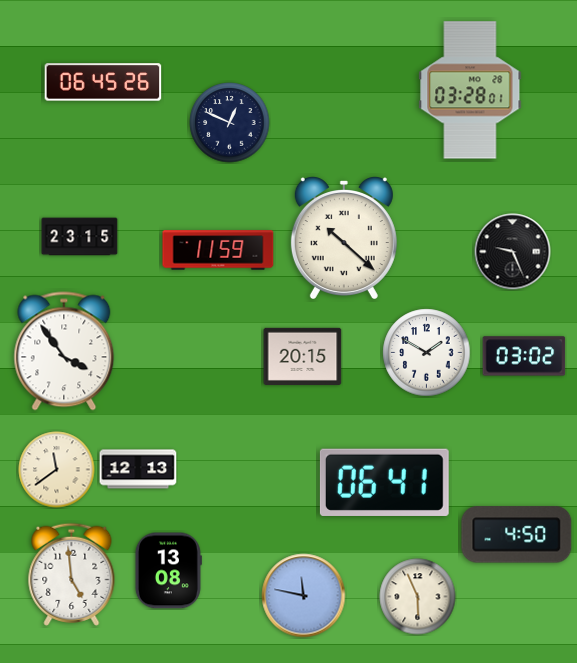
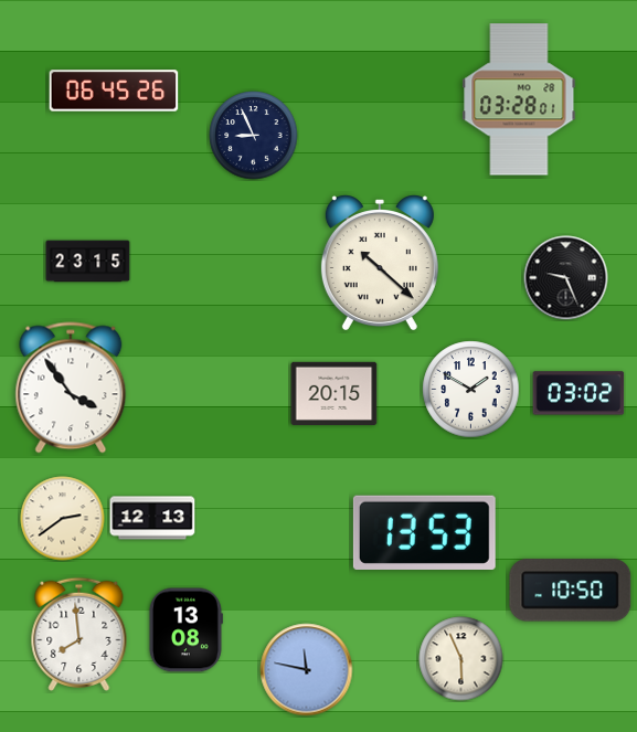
clock at (230, 123): 12:49 -> 8:56
clock at (218, 250): 11:59 -> none
clock at (57, 470): 11:39 -> 2:39
clock at (384, 482): 06:41 -> 13:53
clock at (517, 535): 4:50 -> 10:50
clock at (72, 574): 4:59 -> 7:59
clock at (304, 596) position: (304, 596) -> (307, 670)
